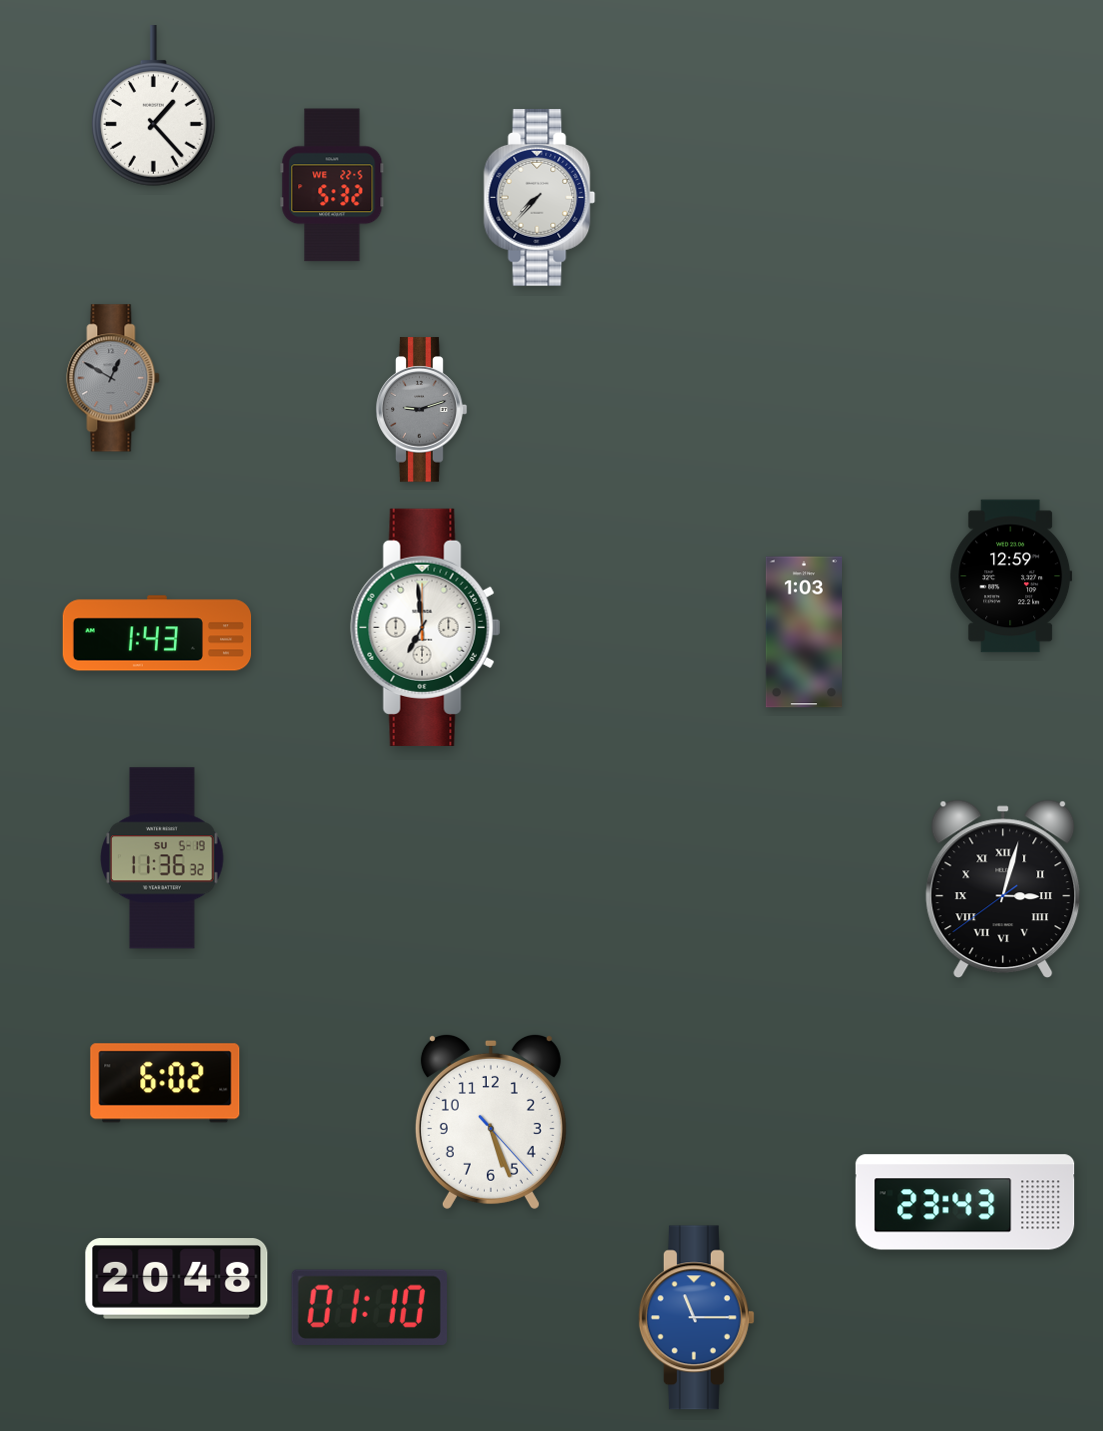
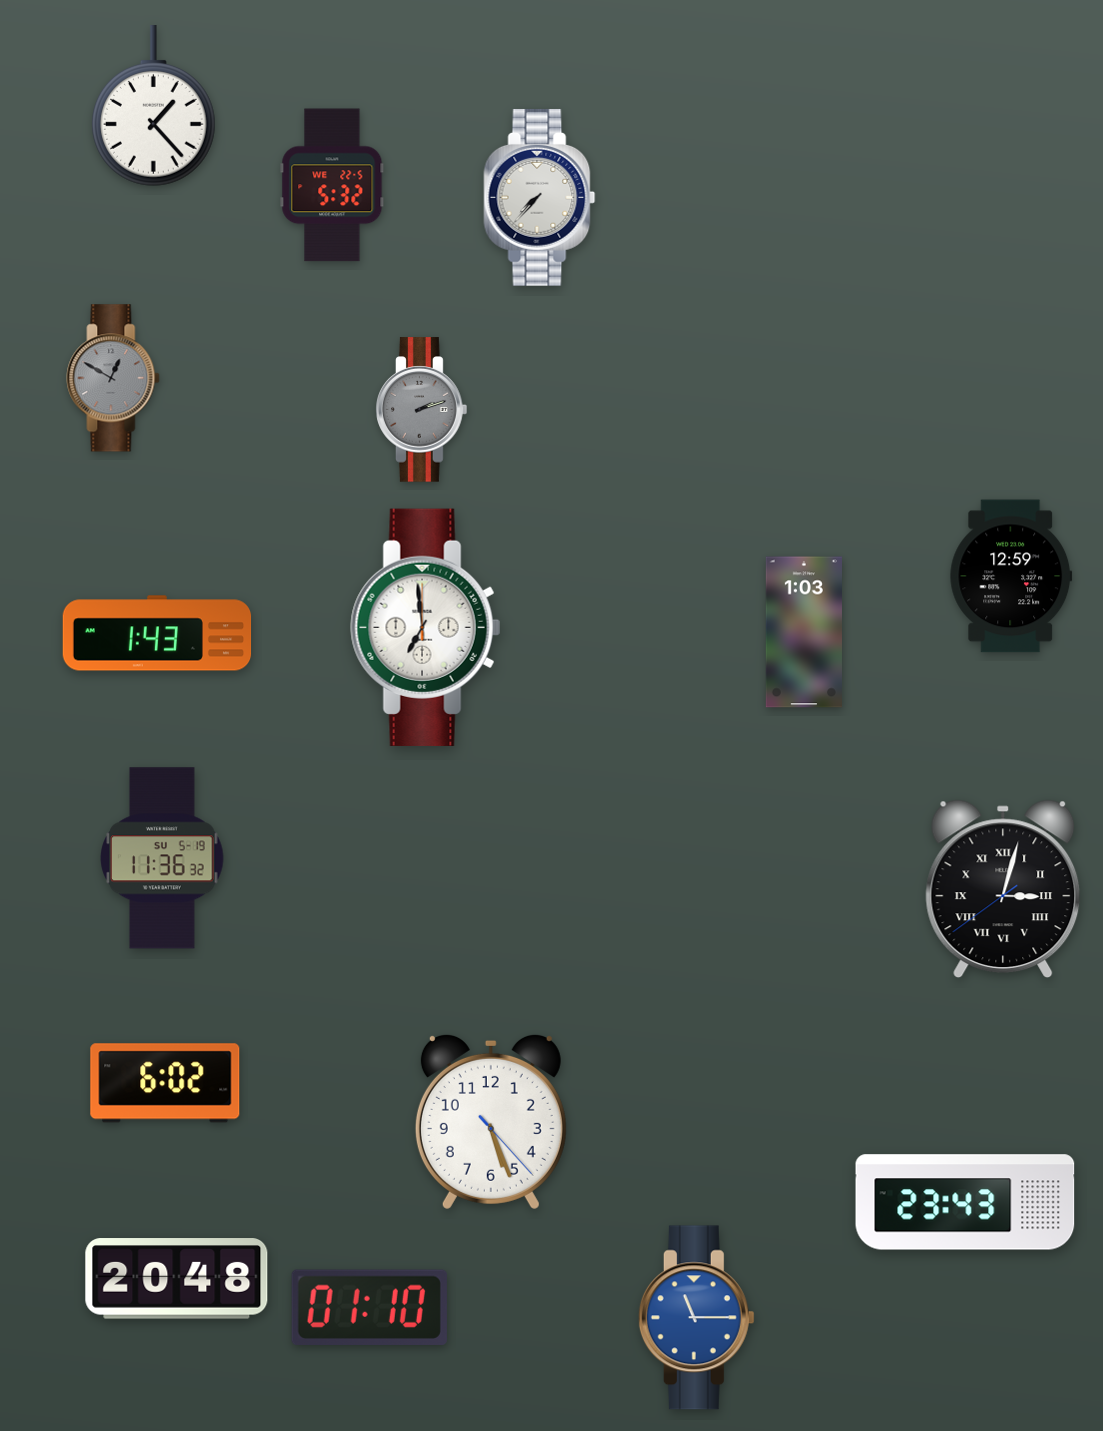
clock at (422, 410): 9:12 -> 2:12
